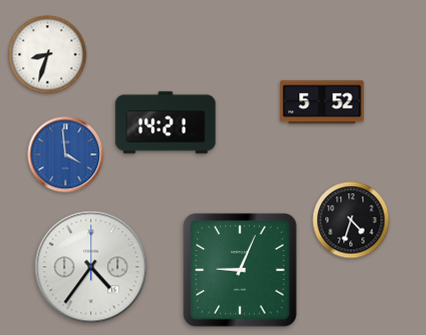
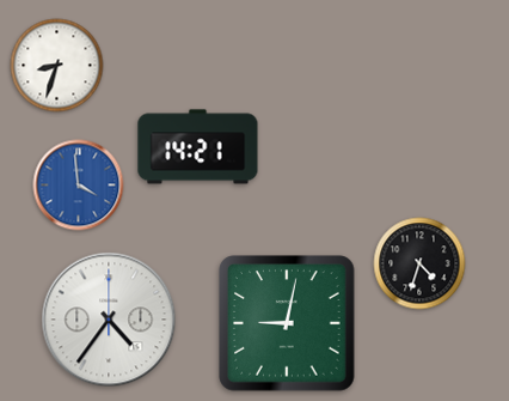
clock at (322, 102): 5:52 -> none
clock at (240, 270): 9:04 -> 9:02
